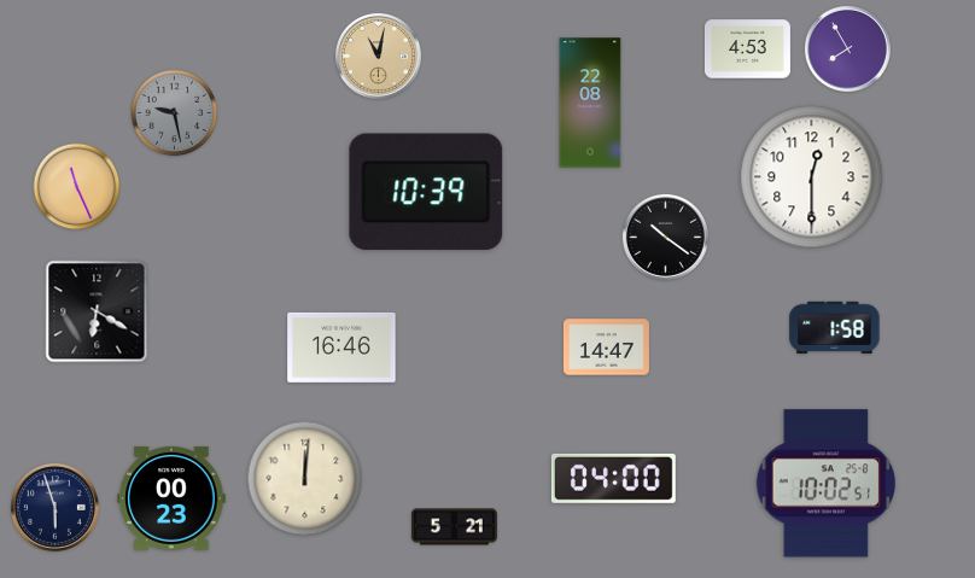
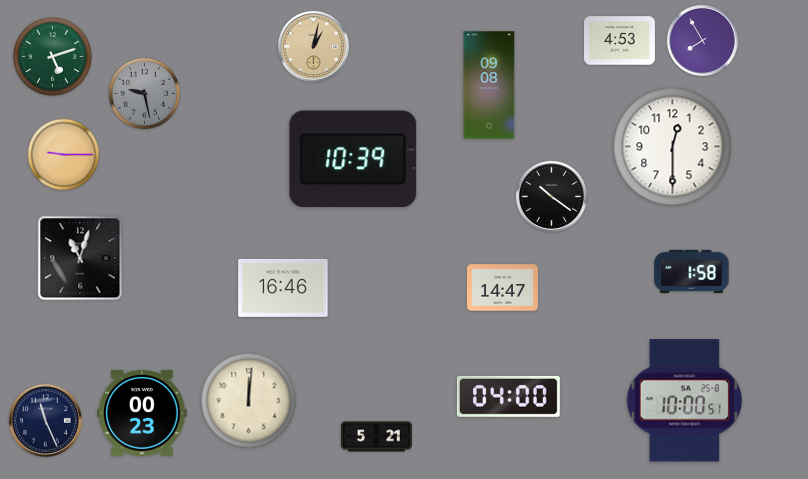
clock at (378, 56): 11:02 -> 1:02
clock at (52, 56): none -> 5:12
clock at (590, 103): 22:08 -> 09:08
clock at (77, 187): 11:26 -> 9:15
clock at (97, 311): 6:20 -> 11:03
clock at (305, 479) position: (305, 479) -> (249, 401)
clock at (827, 484): 10:02 -> 10:00
clock at (56, 508): 5:57 -> 11:26
